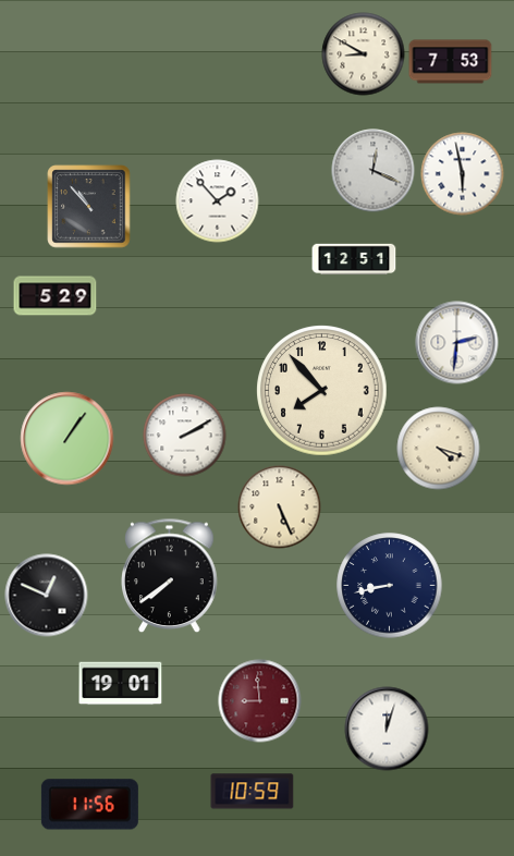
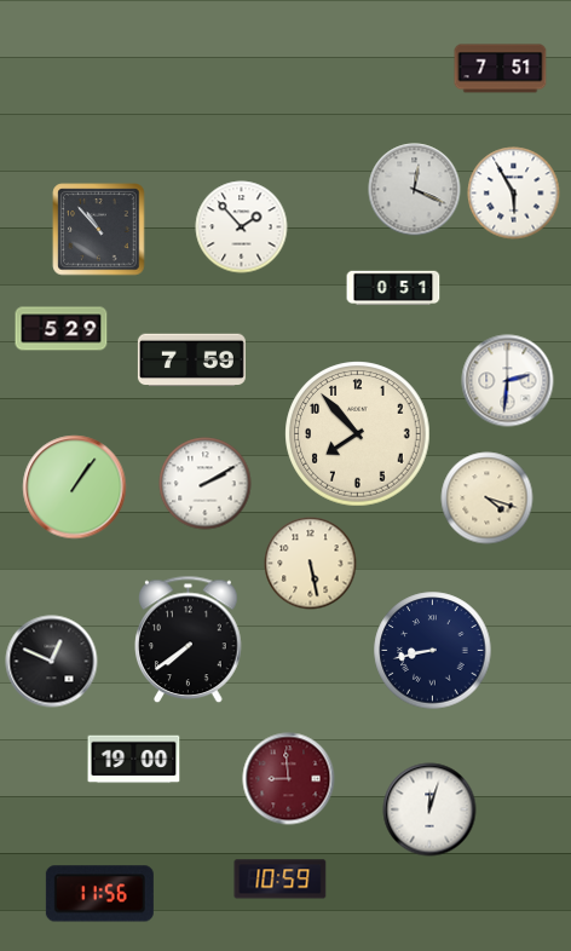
clock at (364, 54): 8:50 -> none
clock at (451, 62): 7:53 -> 7:51
clock at (463, 174): 5:58 -> 5:55
clock at (218, 201) position: (218, 201) -> (242, 227)
clock at (354, 259): 12:51 -> 0:51
clock at (191, 361): none -> 7:59
clock at (280, 508): 5:26 -> 5:28
clock at (121, 684): 19:01 -> 19:00
